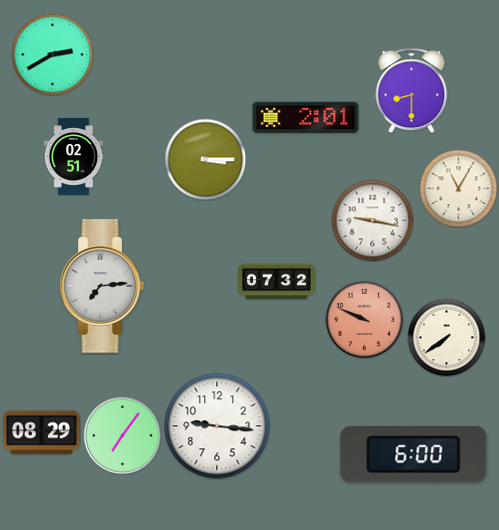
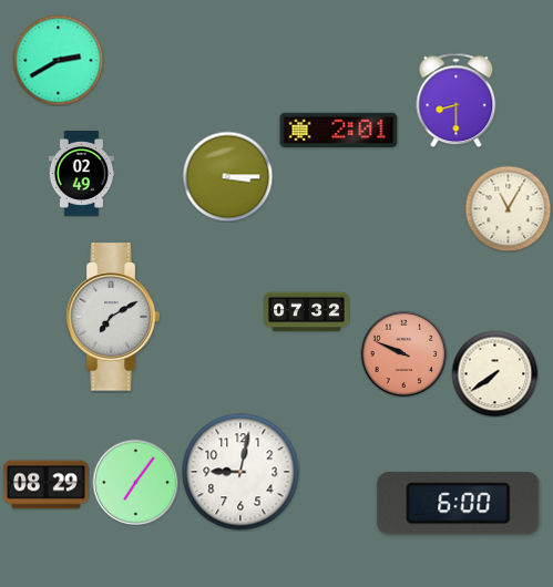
clock at (74, 157): 02:51 -> 02:49
clock at (372, 220): 9:17 -> none
clock at (102, 286): 7:14 -> 7:10
clock at (217, 426): 9:16 -> 9:02
clock at (41, 433) position: (41, 433) -> (45, 485)
